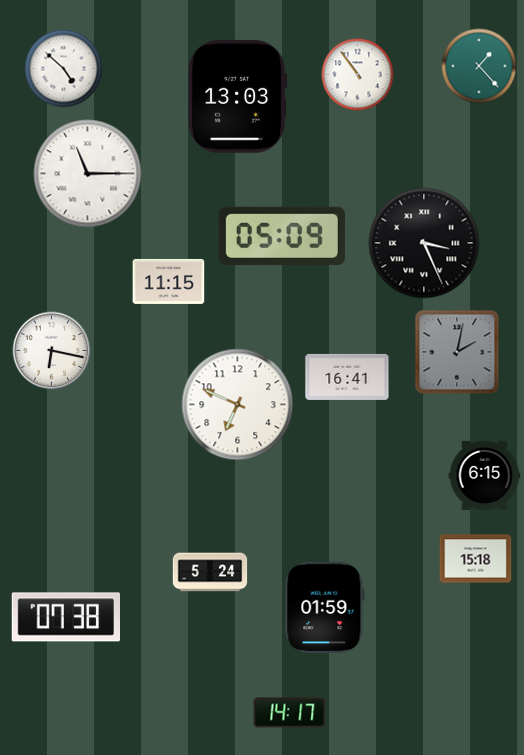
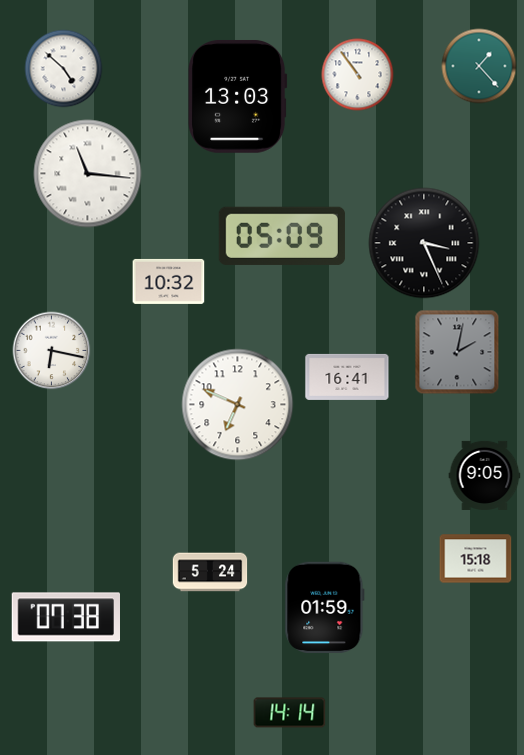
clock at (88, 174): 11:15 -> 11:16
clock at (169, 281): 11:15 -> 10:32
clock at (485, 475): 6:15 -> 9:05
clock at (290, 713): 14:17 -> 14:14
